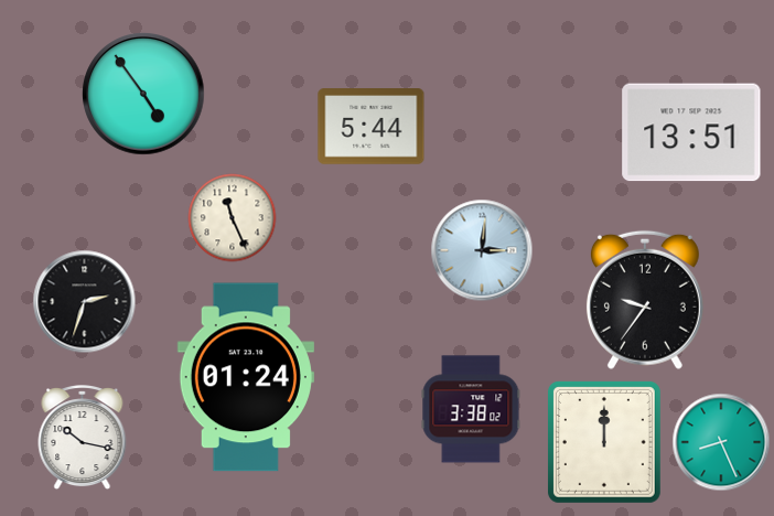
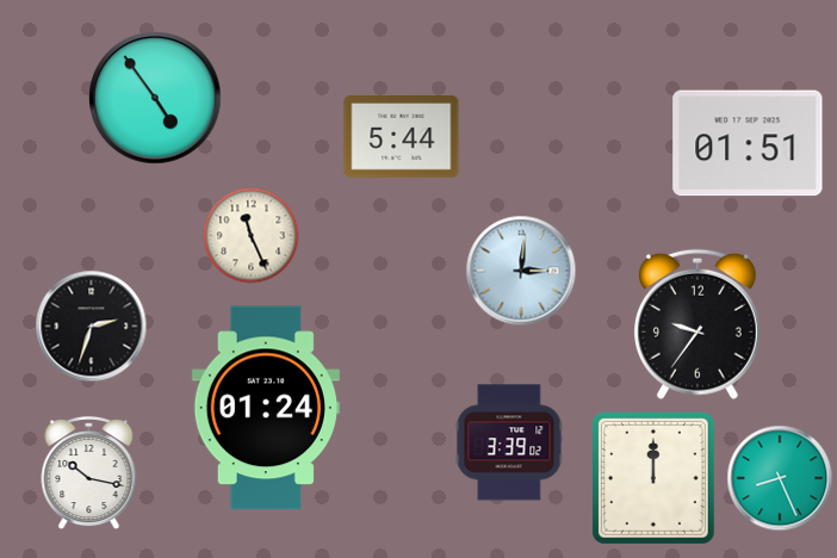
clock at (143, 94) position: (143, 94) -> (155, 98)
clock at (691, 132): 13:51 -> 01:51
clock at (471, 409): 3:38 -> 3:39
